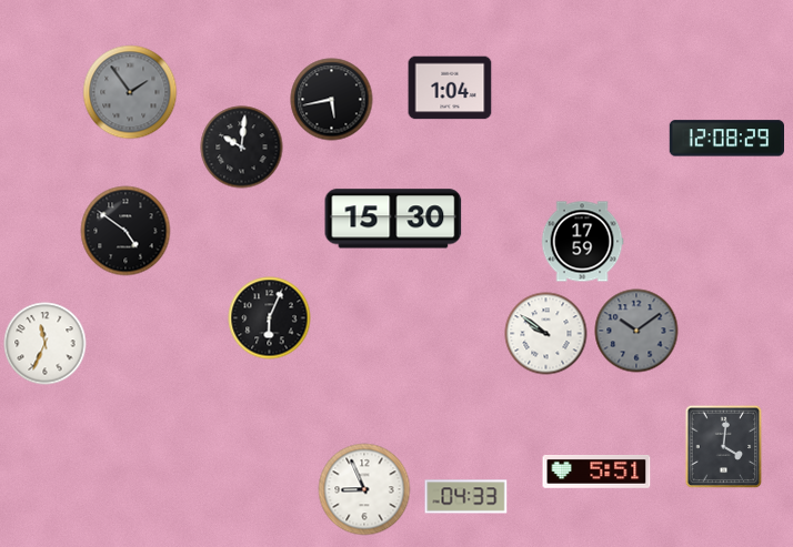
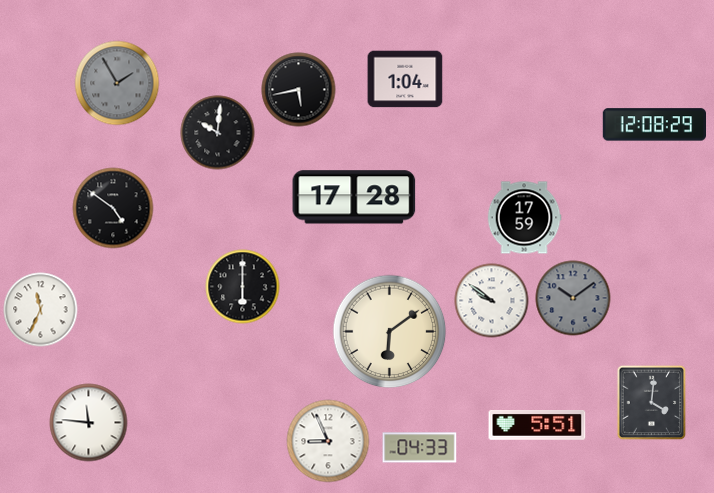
clock at (130, 92): 1:54 -> 1:55
clock at (393, 219): 15:30 -> 17:28
clock at (270, 318): 6:04 -> 6:00
clock at (390, 332): none -> 6:09
clock at (89, 423): none -> 11:46
